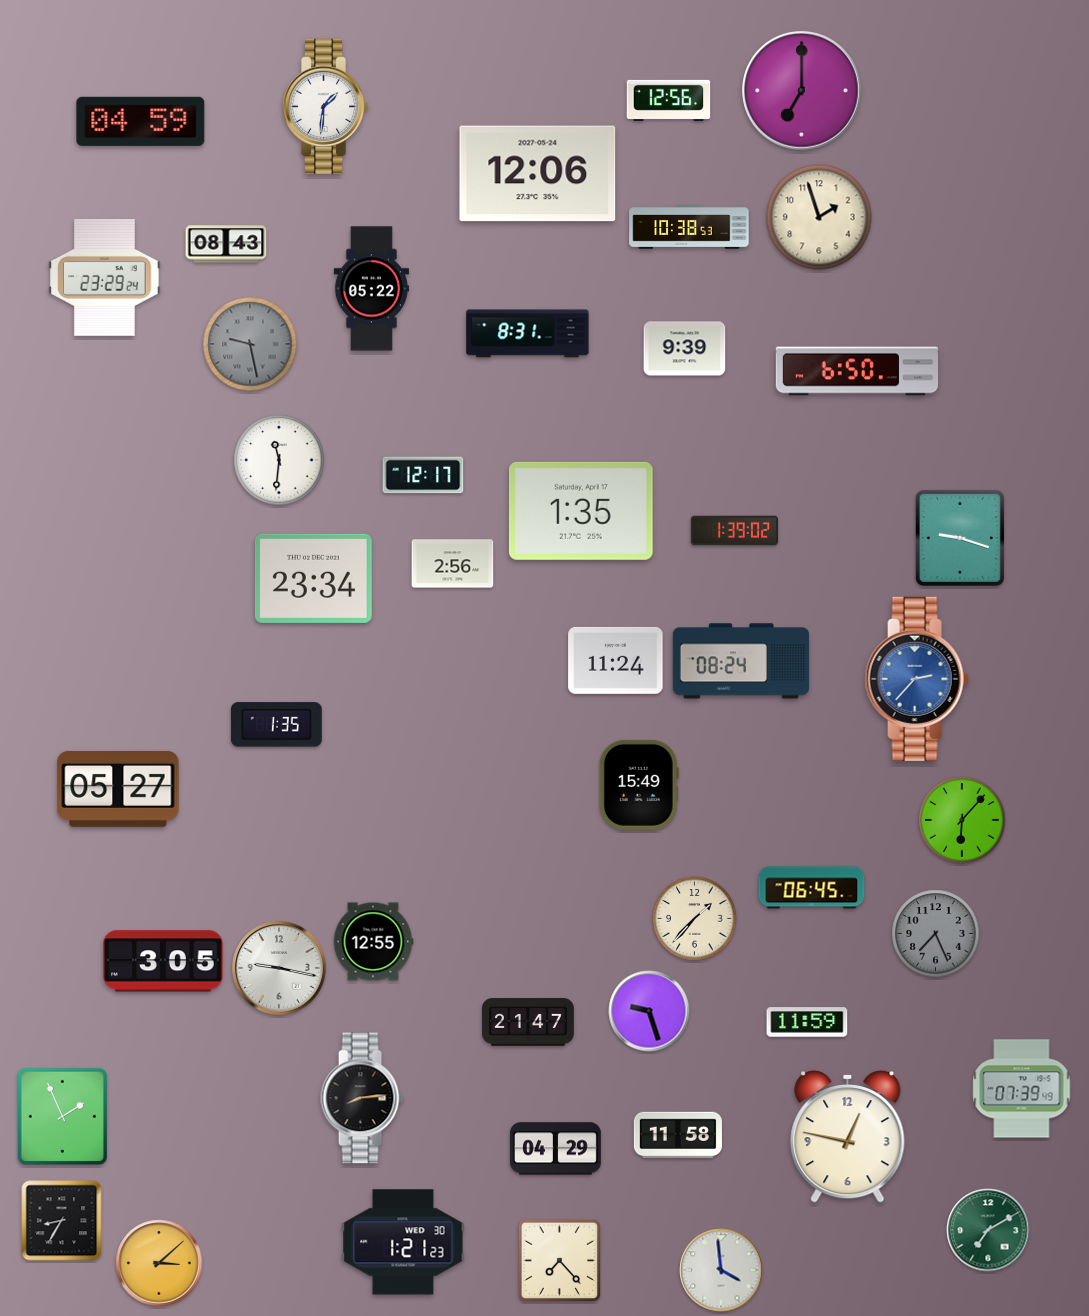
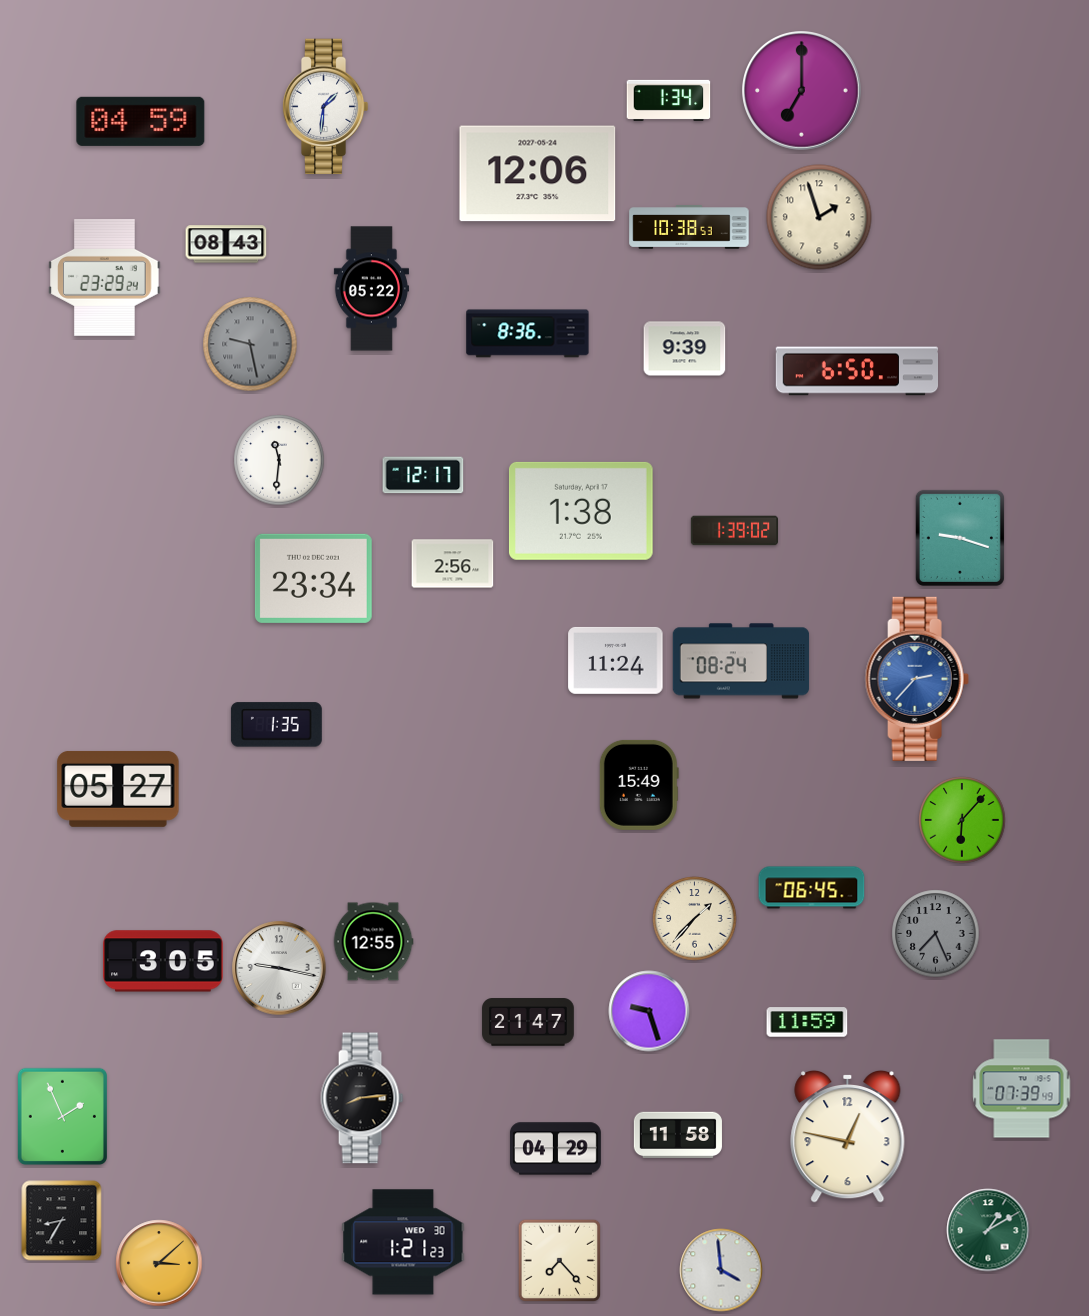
clock at (669, 100): 12:56 -> 1:34
clock at (528, 334): 8:31 -> 8:36
clock at (581, 511): 1:35 -> 1:38
clock at (988, 1230): 7:10 -> 1:10
